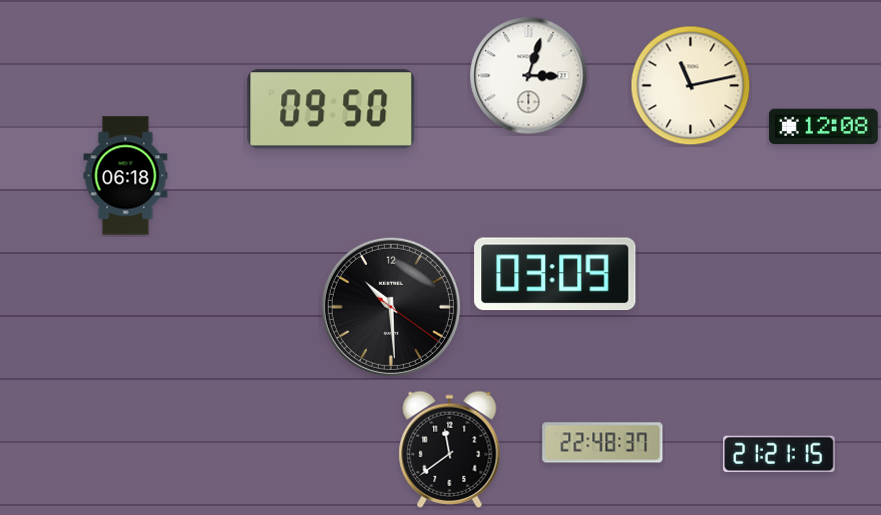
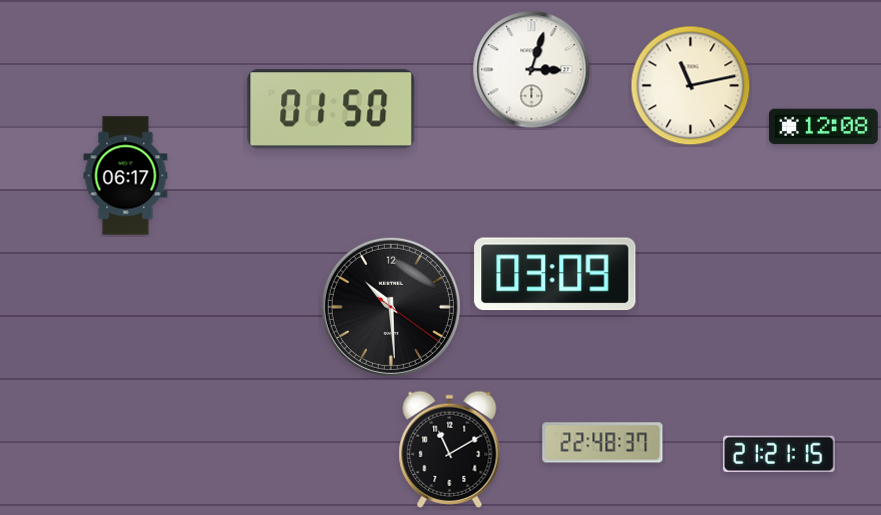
clock at (529, 76) position: (529, 76) -> (532, 70)
clock at (331, 109): 09:50 -> 01:50
clock at (126, 176): 06:18 -> 06:17
clock at (450, 449): 11:39 -> 11:10
